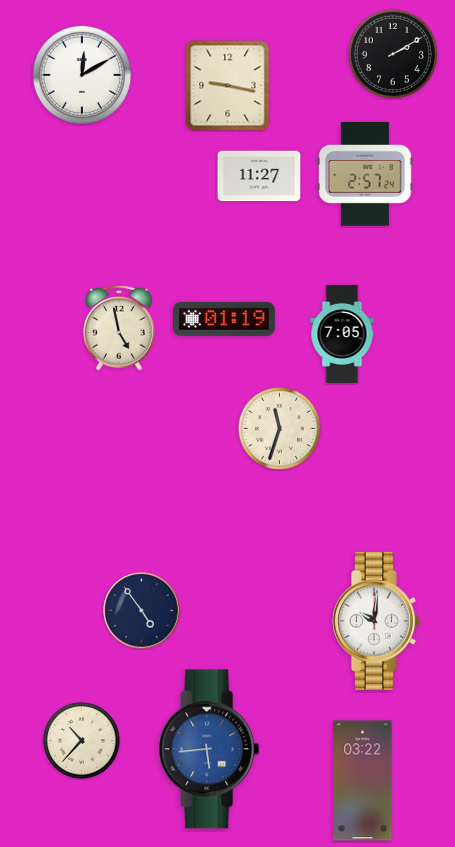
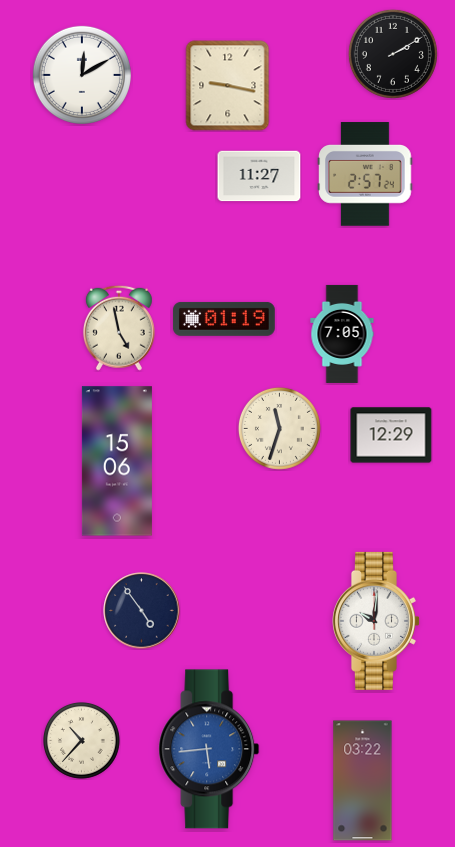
clock at (391, 435): none -> 12:29
clock at (117, 461): none -> 15:06
